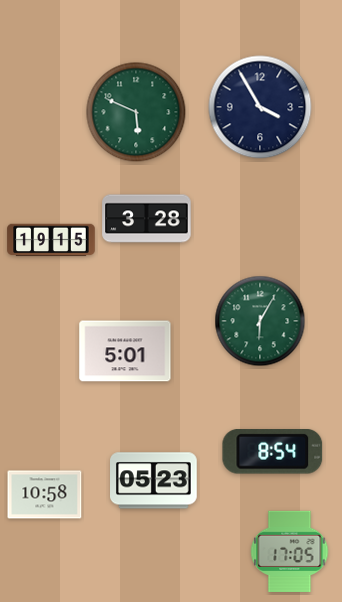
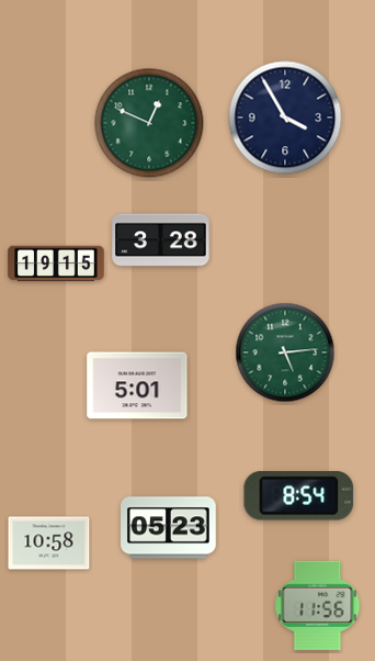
clock at (136, 112): 5:49 -> 12:49
clock at (260, 321): 6:05 -> 5:14
clock at (290, 551): 17:05 -> 11:56
